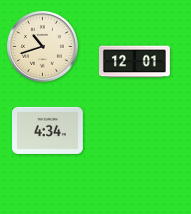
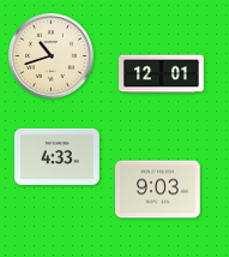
clock at (48, 130): 4:34 -> 4:33
clock at (158, 190): none -> 9:03
